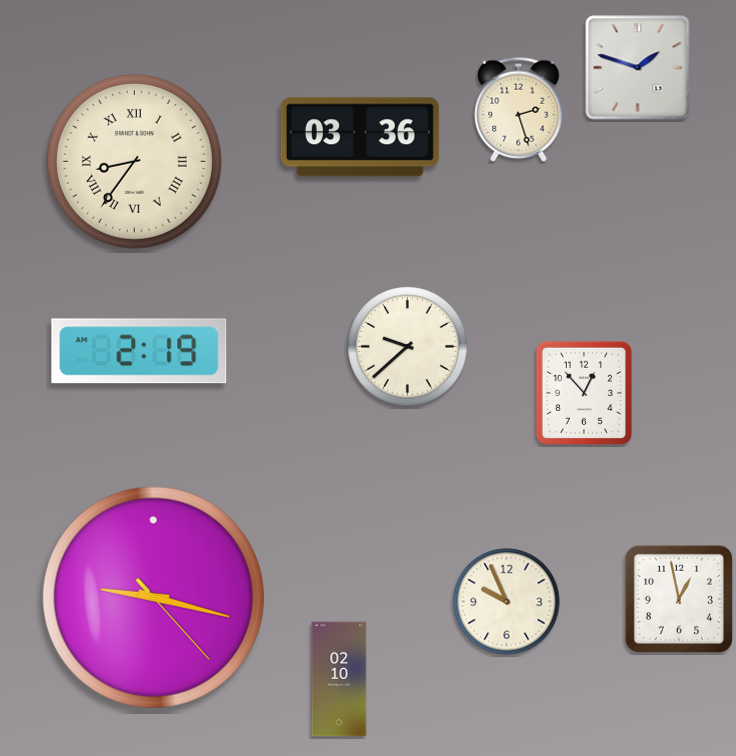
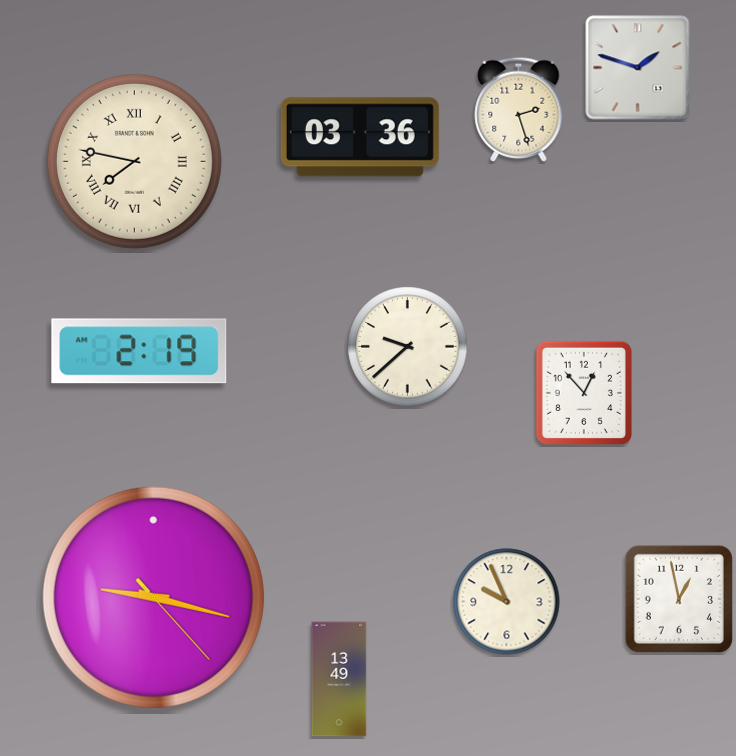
clock at (134, 161): 8:36 -> 7:47
clock at (339, 679): 02:10 -> 13:49
